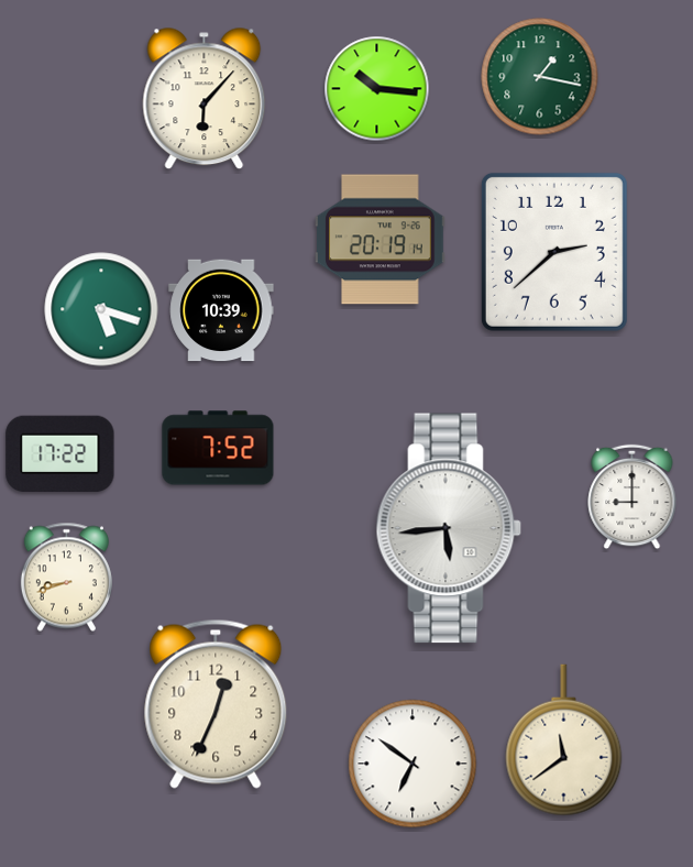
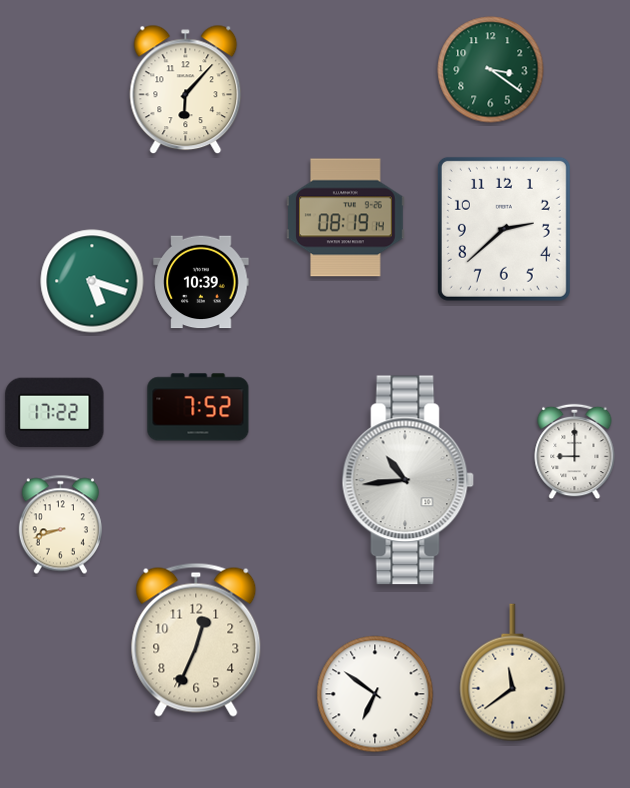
clock at (540, 77): 1:17 -> 3:21
clock at (377, 89): 10:16 -> none
clock at (381, 240): 20:19 -> 08:19
clock at (449, 528): 5:44 -> 10:44
